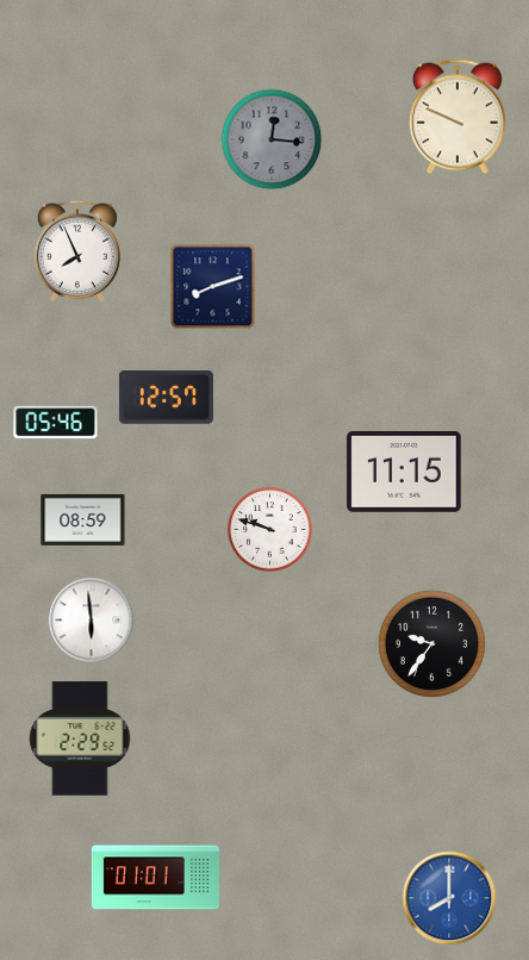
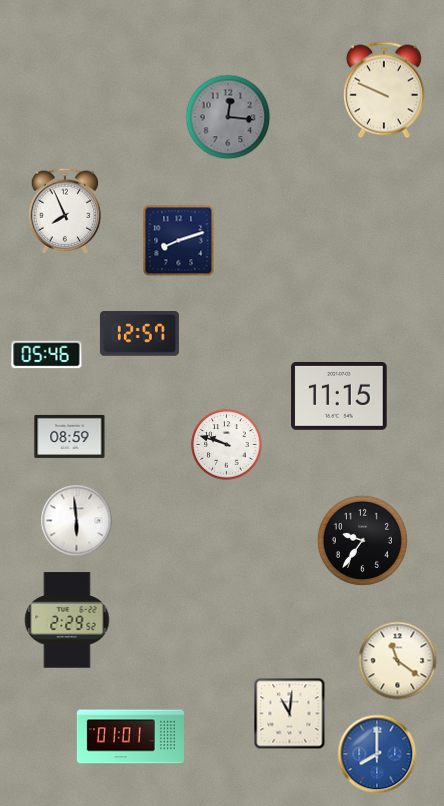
clock at (458, 117) position: (458, 117) -> (384, 90)
clock at (398, 661): none -> 11:21
clock at (290, 714): none -> 11:01
